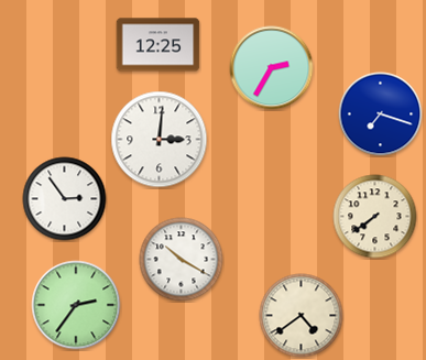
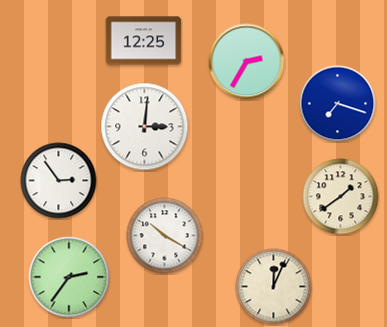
clock at (381, 114) position: (381, 114) -> (338, 104)
clock at (375, 217): 7:39 -> 1:39
clock at (302, 316): 4:39 -> 12:04
